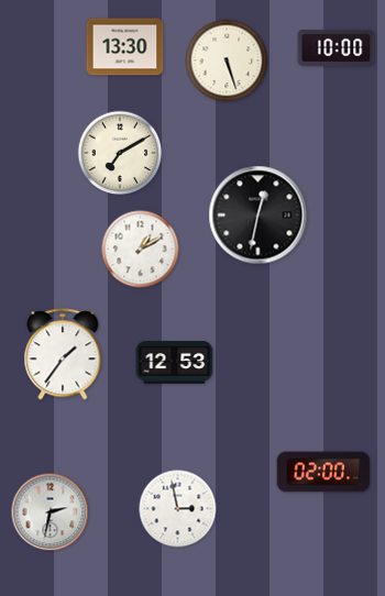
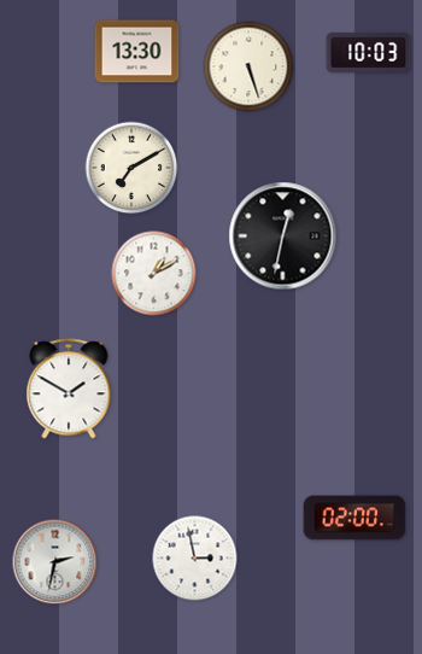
clock at (337, 47): 10:00 -> 10:03
clock at (63, 354): 1:36 -> 1:50
clock at (175, 363): 12:53 -> none
